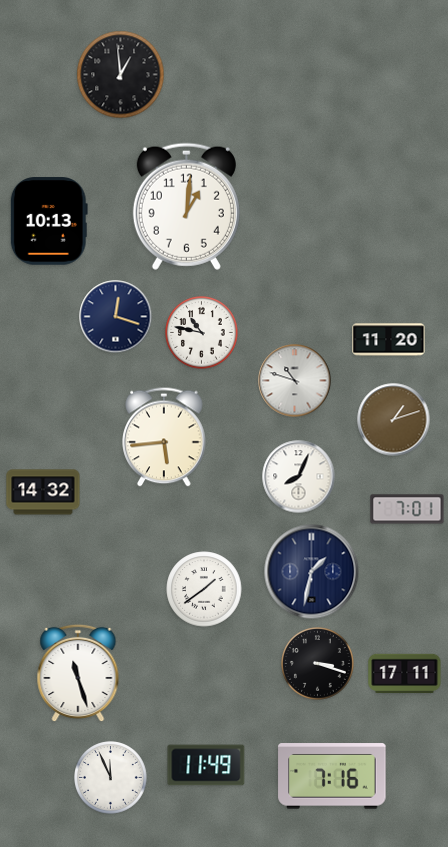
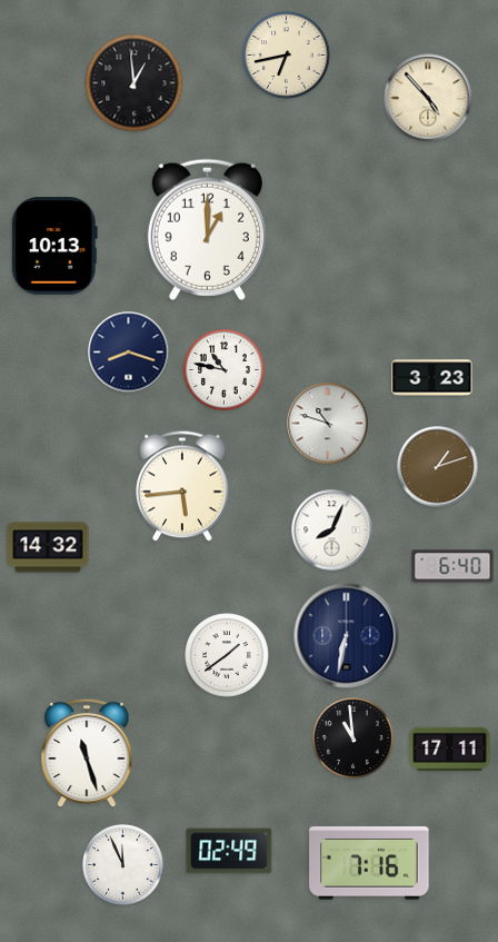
clock at (287, 56): none -> 6:43
clock at (428, 98): none -> 4:53
clock at (186, 206): 1:01 -> 1:00
clock at (116, 317): 12:18 -> 8:18
clock at (389, 340): 11:20 -> 3:23
clock at (407, 509): 7:01 -> 6:40
clock at (312, 572): 1:32 -> 6:32
clock at (318, 664): 3:18 -> 10:59
clock at (78, 673) position: (78, 673) -> (87, 753)
clock at (206, 765): 11:49 -> 02:49
